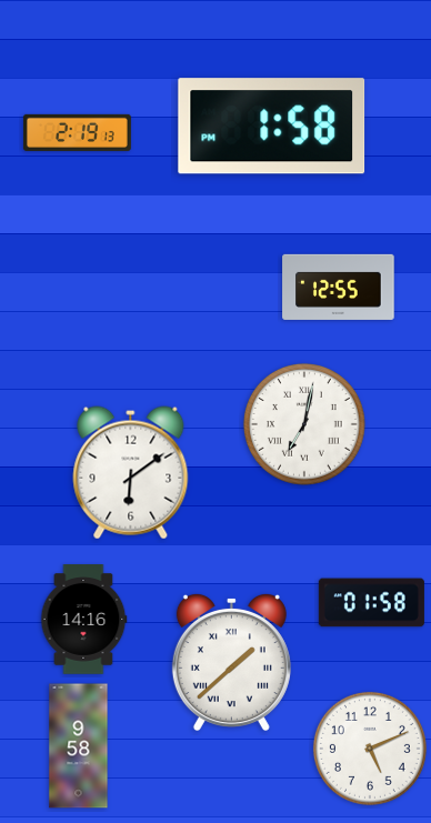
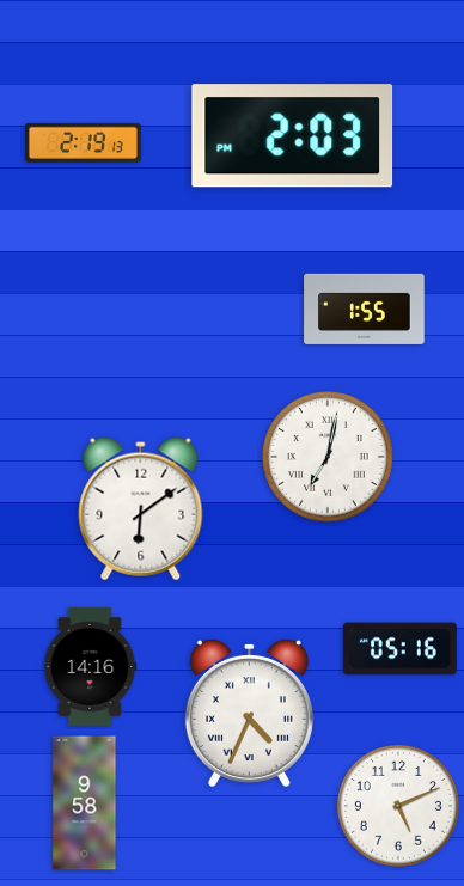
clock at (272, 127): 1:58 -> 2:03
clock at (339, 287): 12:55 -> 1:55
clock at (371, 603): 01:58 -> 05:16
clock at (231, 661): 1:38 -> 4:34
